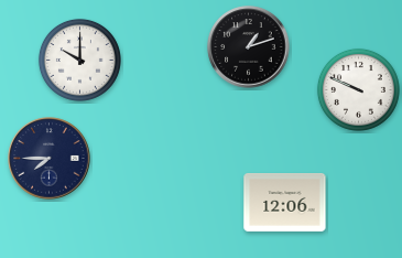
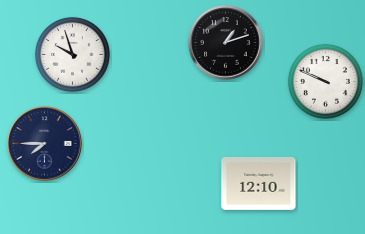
clock at (79, 60): 10:00 -> 9:57
clock at (285, 203): 12:06 -> 12:10
